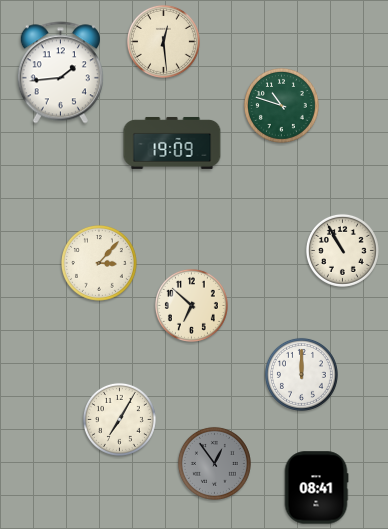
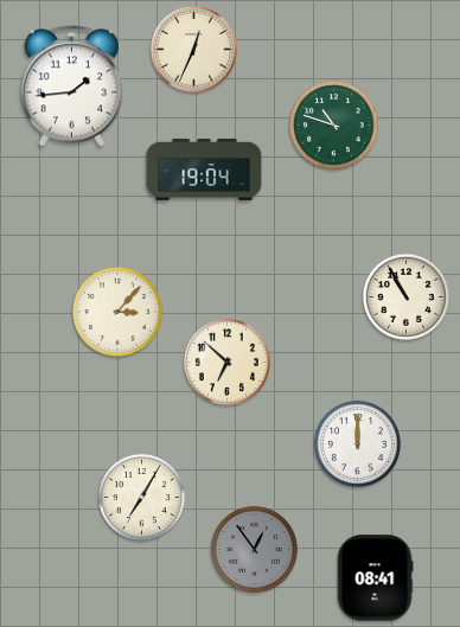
clock at (163, 41): 12:29 -> 12:34
clock at (172, 143): 19:09 -> 19:04
